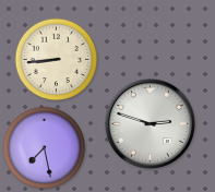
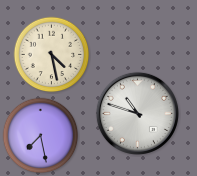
clock at (57, 60): 8:44 -> 4:28
clock at (150, 123): 2:48 -> 10:48
